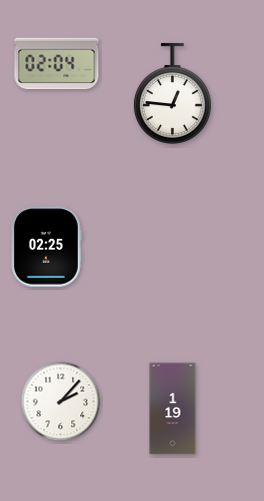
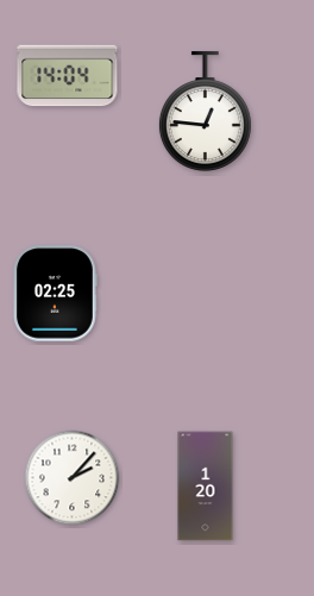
clock at (57, 64): 02:04 -> 14:04
clock at (173, 409): 1:19 -> 1:20
